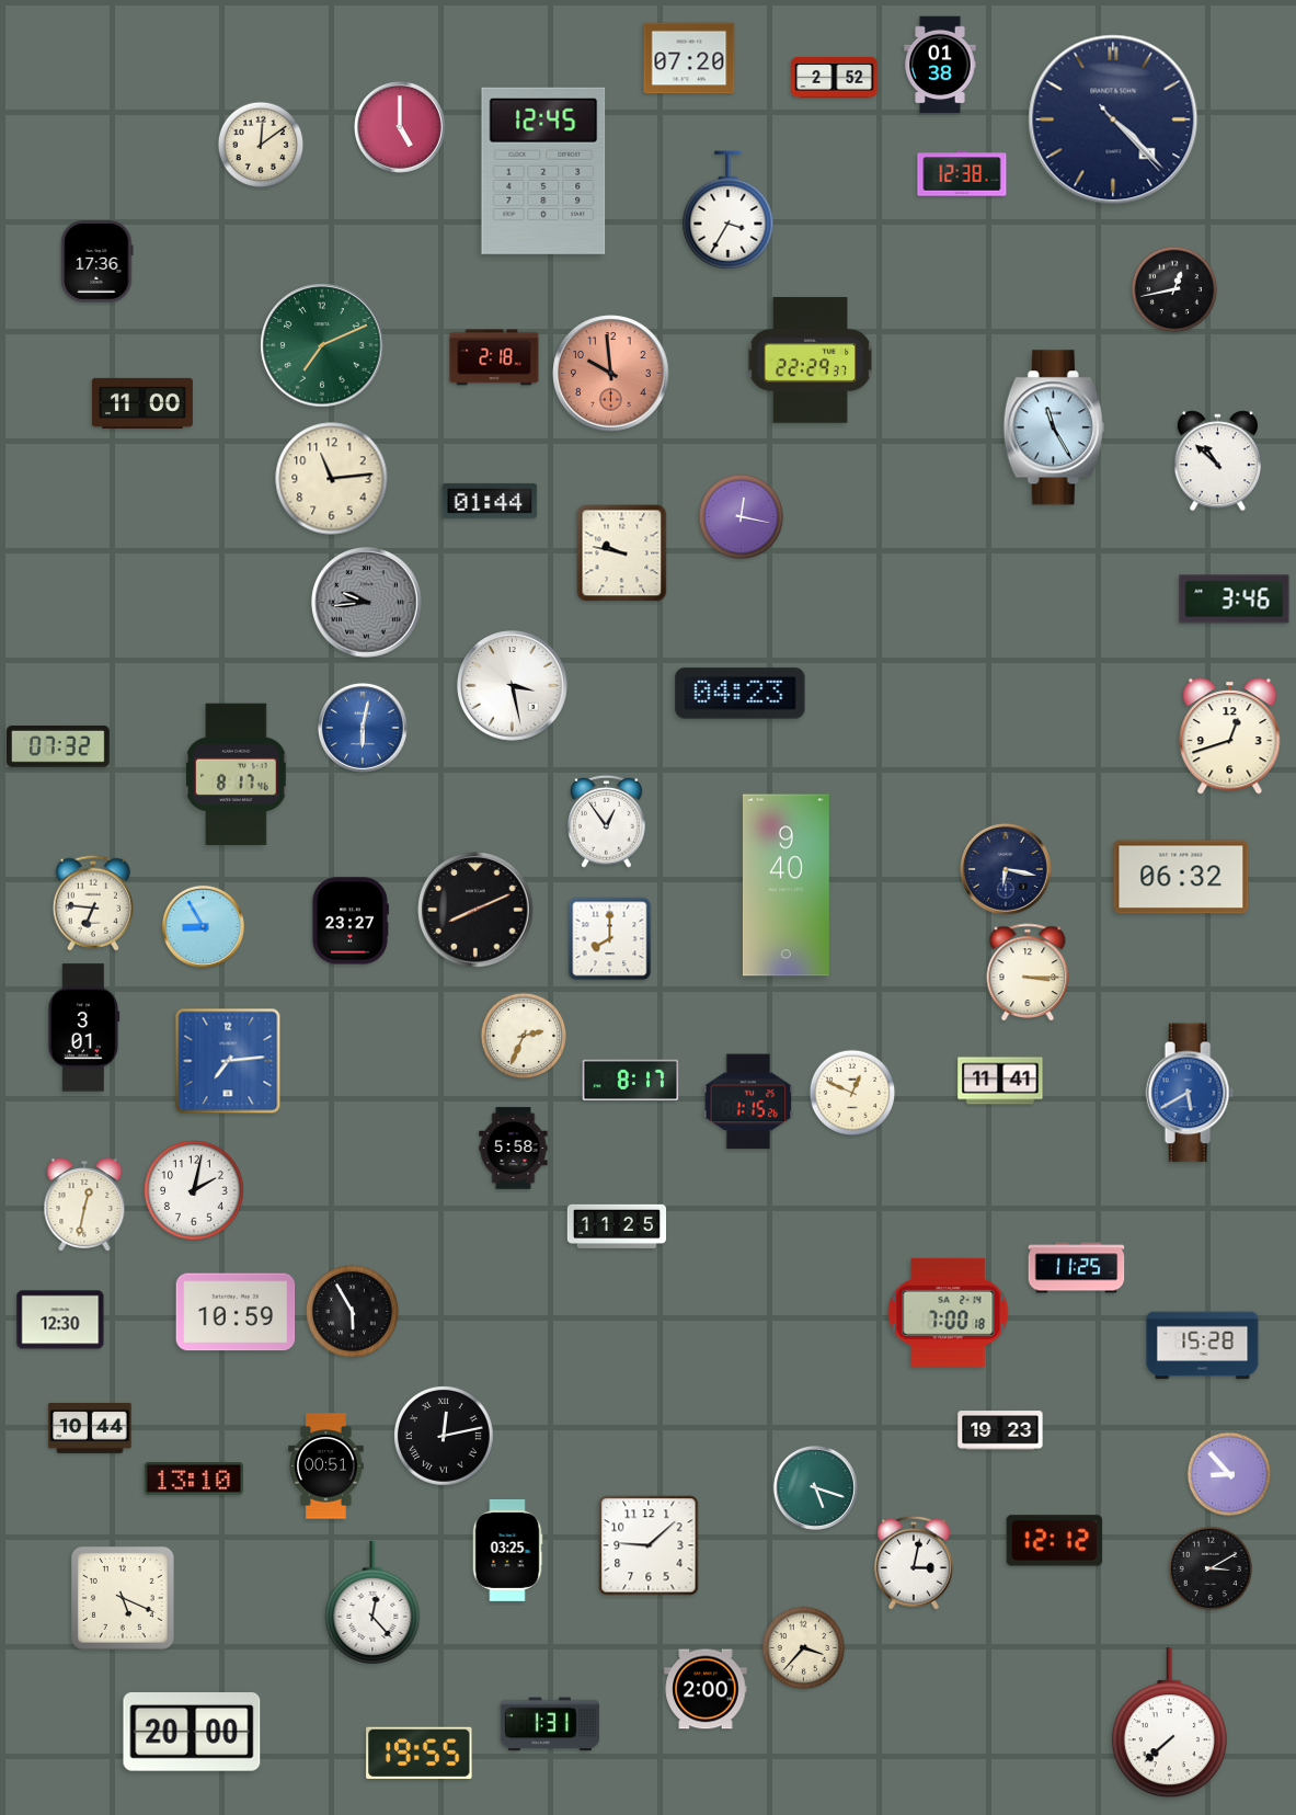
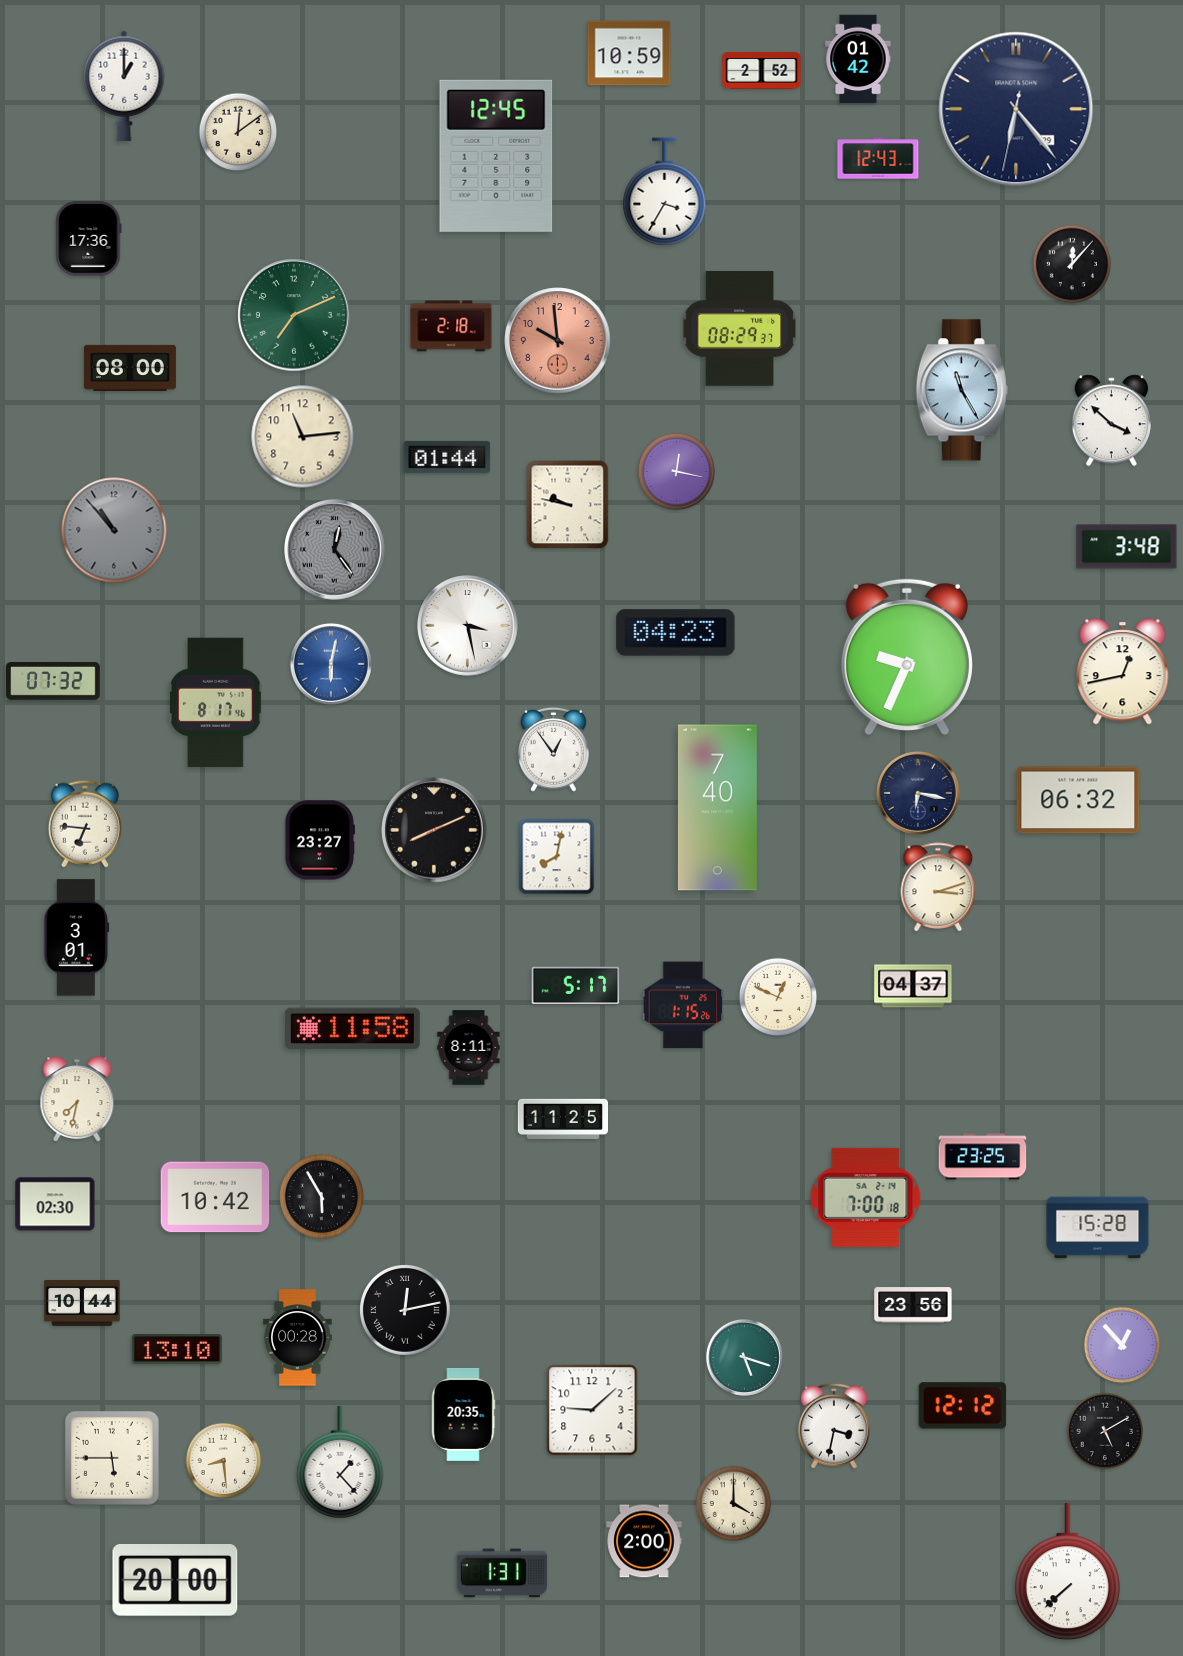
clock at (689, 58): 07:20 -> 10:59
clock at (940, 65): 01:38 -> 01:42
clock at (124, 85): none -> 1:00
clock at (1113, 119): 4:22 -> 6:23
clock at (400, 127): 5:00 -> none
clock at (962, 173): 12:38 -> 12:43
clock at (1174, 289): 12:43 -> 12:07
clock at (811, 361): 22:29 -> 08:29
clock at (142, 403): 11:00 -> 08:00
clock at (1217, 461): 10:52 -> 3:52
clock at (114, 530): none -> 10:53
clock at (1235, 600): 3:46 -> 3:48
clock at (367, 603): 9:44 -> 12:24
clock at (907, 657): none -> 9:34
clock at (1230, 737): 12:42 -> 12:43
clock at (237, 775) position: (237, 775) -> (216, 703)
clock at (785, 886): 9:40 -> 7:40
clock at (203, 926): 8:55 -> none
clock at (610, 939): 8:00 -> 8:02
clock at (1028, 972): 3:15 -> 3:12
clock at (524, 1036): 2:34 -> none
clock at (228, 1061): 7:14 -> none
clock at (631, 1081): 8:17 -> 5:17
clock at (1000, 1081): 11:41 -> 04:37
clock at (1190, 1093): 5:40 -> none
clock at (352, 1029): none -> 11:58
clock at (514, 1149): 5:58 -> 8:11
clock at (194, 1190): 2:02 -> none
clock at (84, 1205): 12:32 -> 7:32
clock at (1077, 1268): 11:25 -> 23:25
clock at (236, 1312): 10:59 -> 10:42
clock at (60, 1320): 12:30 -> 02:30
clock at (1000, 1430): 19:23 -> 23:56
clock at (326, 1466): 00:51 -> 00:28
clock at (1229, 1474): 8:53 -> 12:53
clock at (507, 1550): 03:25 -> 20:35
clock at (914, 1563): 3:02 -> 3:32
clock at (1211, 1568): 3:10 -> 5:10
clock at (123, 1598): 5:19 -> 5:45
clock at (224, 1461): none -> 8:29
clock at (372, 1602): 12:23 -> 1:23
clock at (804, 1648): 3:37 -> 4:00
clock at (420, 1753): 19:55 -> none
